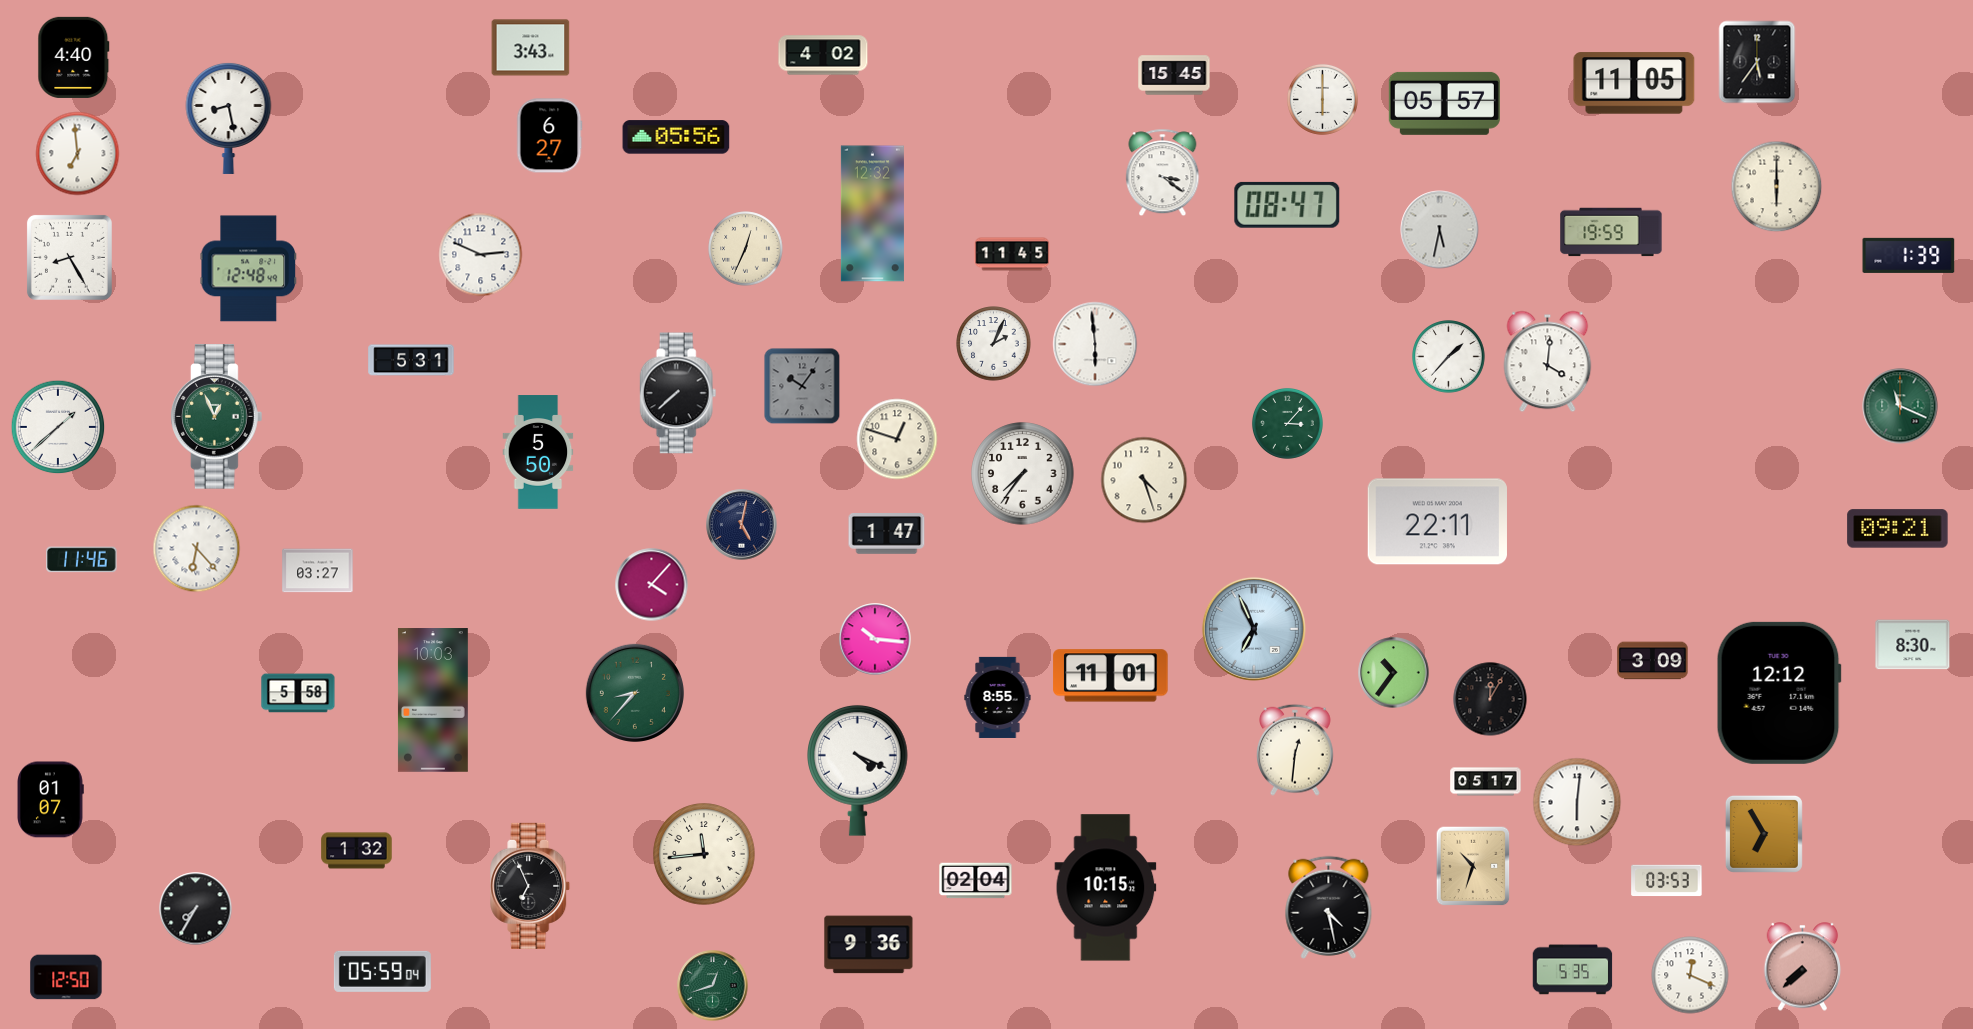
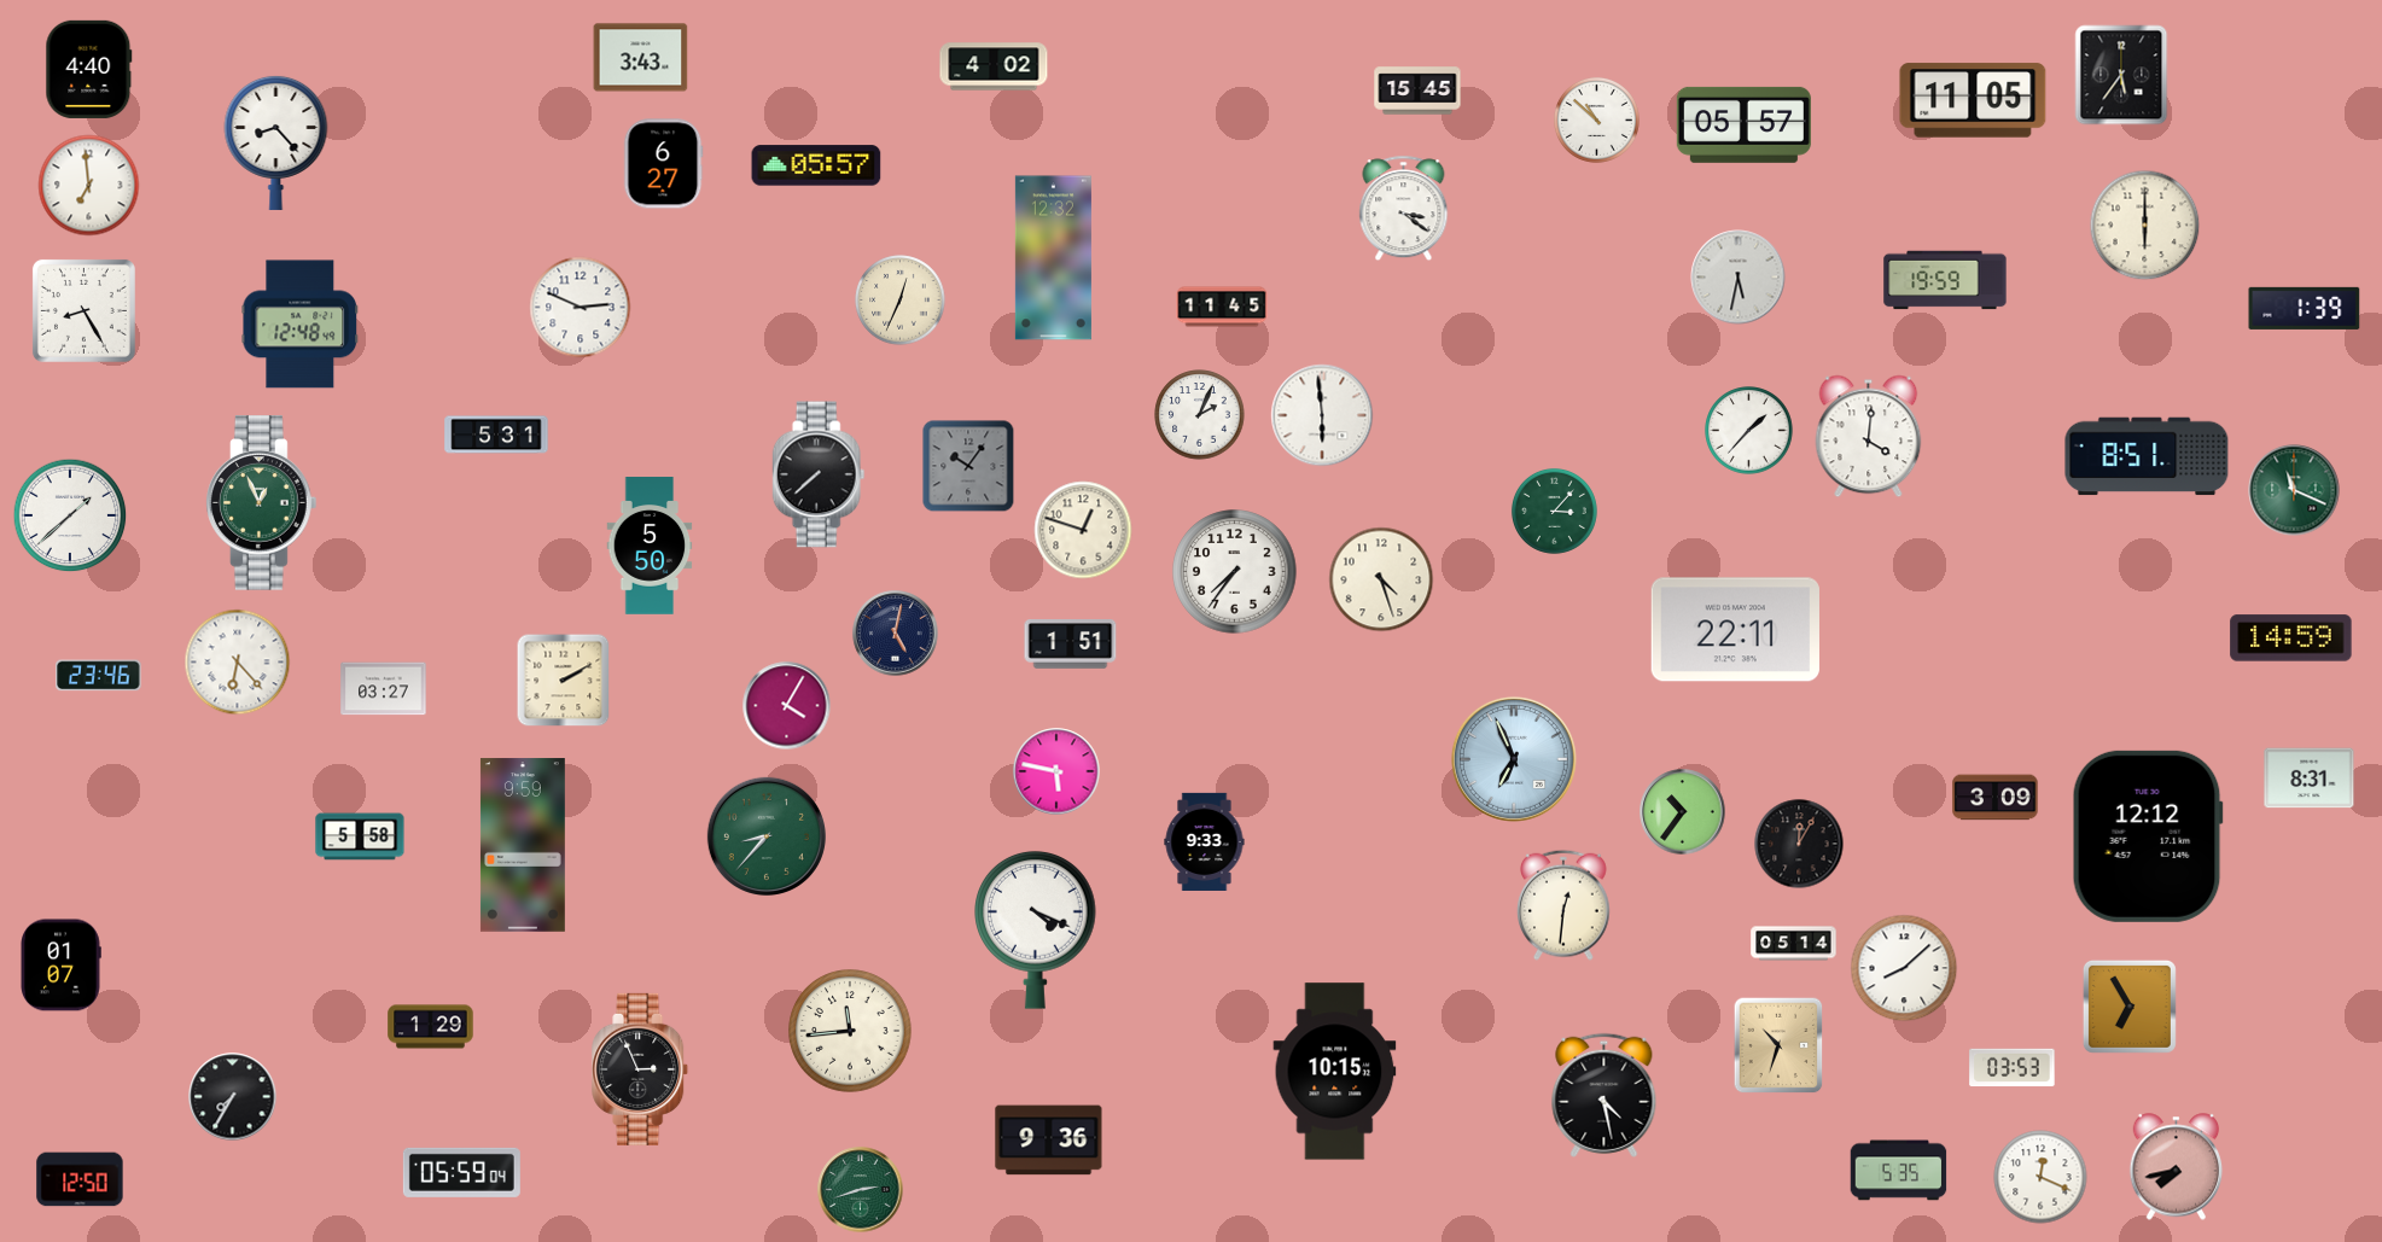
clock at (1322, 99): 6:00 -> 10:52
clock at (229, 118): 8:28 -> 8:23
clock at (676, 137): 05:56 -> 05:57
clock at (78, 154) position: (78, 154) -> (89, 186)
clock at (1287, 205): 08:47 -> none
clock at (2147, 456): none -> 8:51
clock at (1898, 529): 09:21 -> 14:59
clock at (887, 534): 1:47 -> 1:51
clock at (82, 560): 11:46 -> 23:46
clock at (564, 681): none -> 2:10
clock at (652, 585): 4:07 -> 4:05
clock at (875, 639): 10:16 -> 5:47
clock at (1913, 645): 8:30 -> 8:31
clock at (1111, 676): 11:01 -> none
clock at (998, 697): 8:55 -> 9:33
clock at (433, 700): 10:03 -> 9:59
clock at (1486, 782): 05:17 -> 05:14
clock at (1577, 802): 6:01 -> 8:08
clock at (357, 851): 1:32 -> 1:29
clock at (976, 881): 02:04 -> none
clock at (1667, 881) position: (1667, 881) -> (2013, 1068)
clock at (531, 886): 6:56 -> 2:56
clock at (196, 909) position: (196, 909) -> (233, 1097)
clock at (1803, 967): 7:38 -> 7:43
clock at (713, 986): 12:42 -> 2:42
